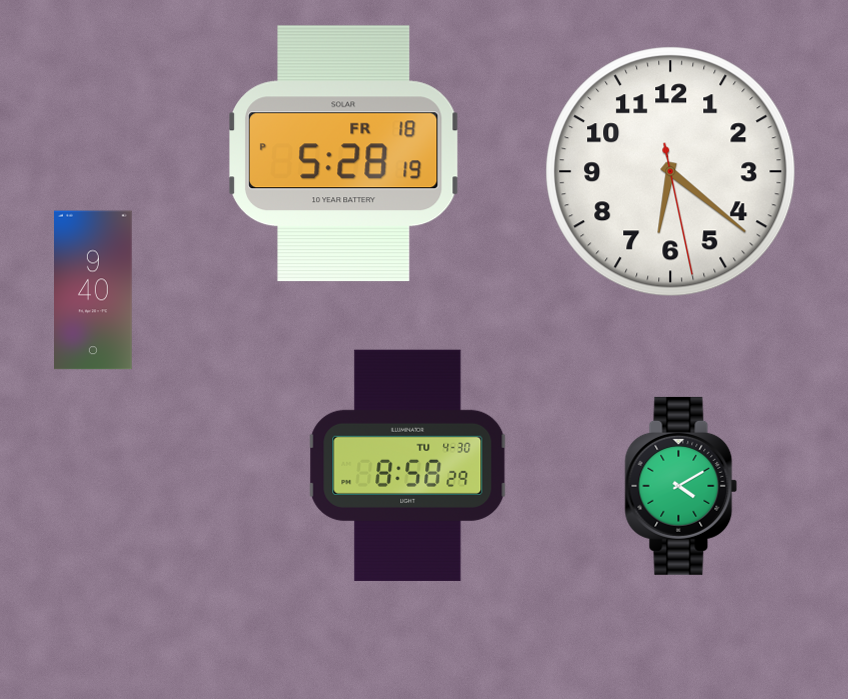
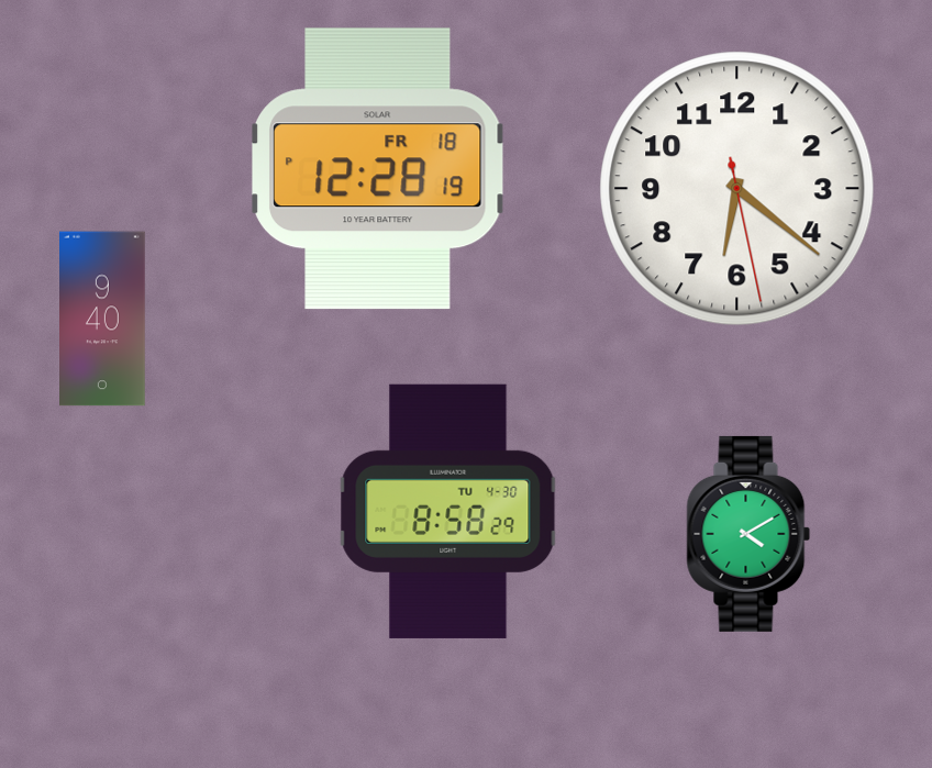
clock at (344, 154): 5:28 -> 12:28
